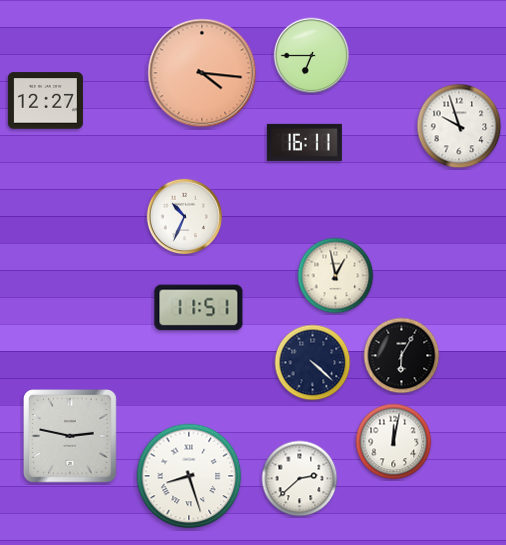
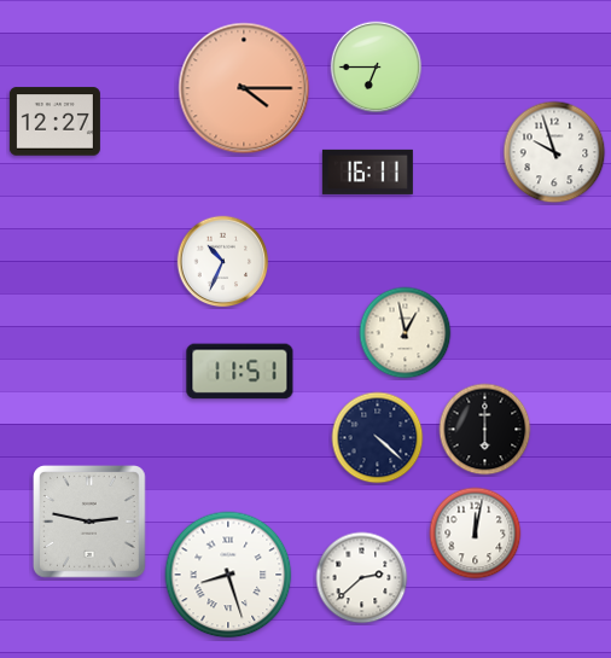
clock at (202, 73): 4:16 -> 4:15
clock at (402, 356): 6:05 -> 6:00
clock at (71, 437) position: (71, 437) -> (91, 523)
